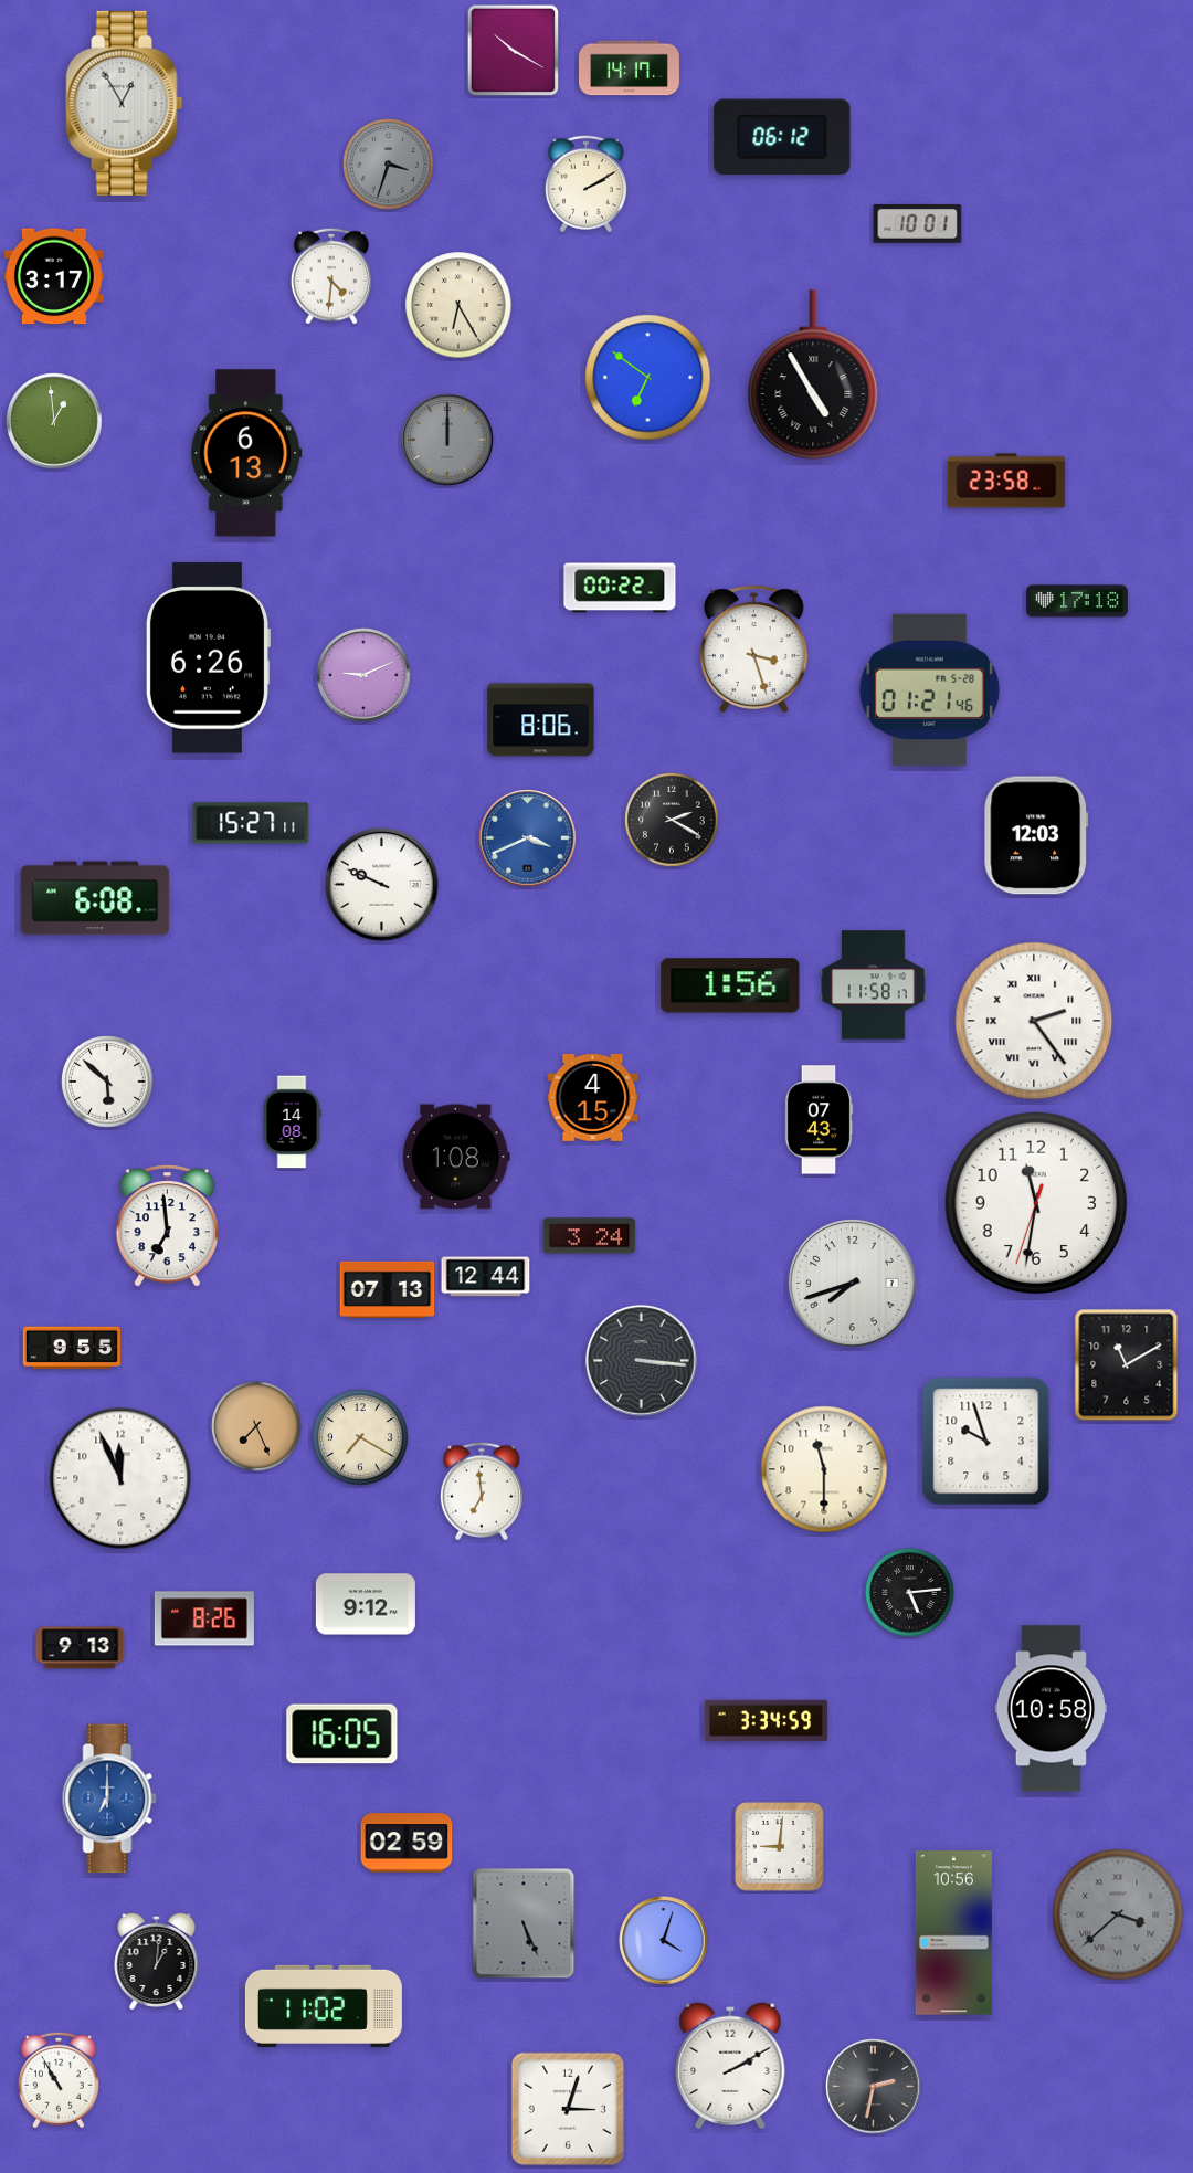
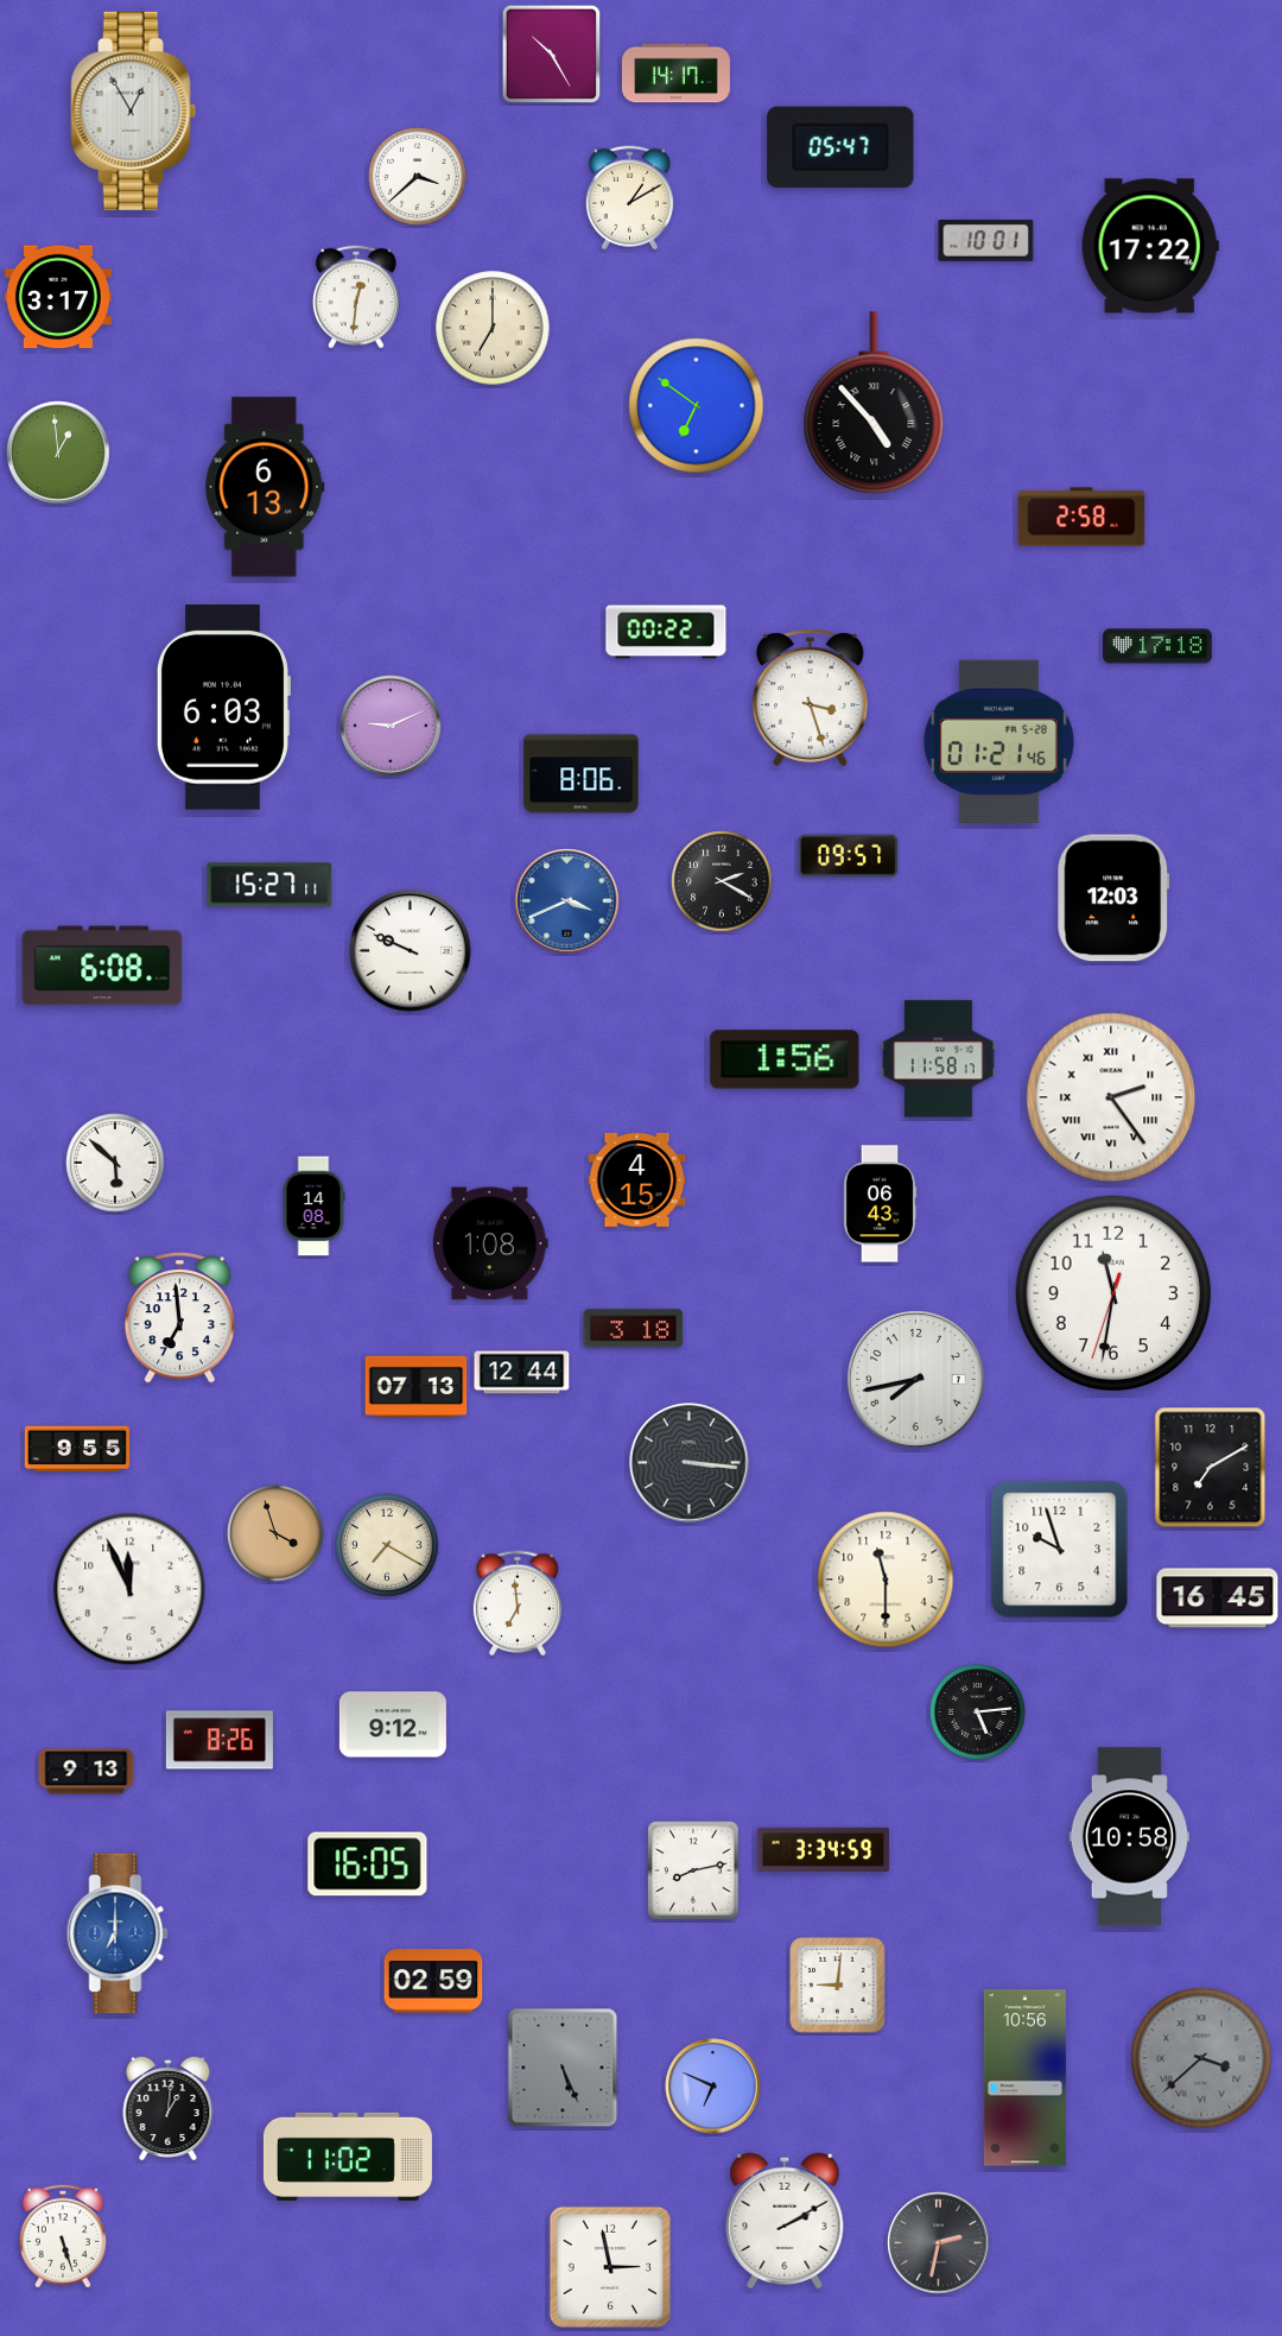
clock at (514, 51): 10:20 -> 10:25
clock at (782, 136): 06:12 -> 05:47
clock at (389, 165): 3:33 -> 3:38
clock at (389, 165) dial: grey -> white
clock at (585, 184): 2:10 -> 1:10
clock at (1150, 246): none -> 17:22
clock at (331, 276): 4:31 -> 12:31
clock at (458, 305): 6:25 -> 7:00
clock at (813, 375): 4:55 -> 4:53
clock at (447, 440): 12:00 -> none
clock at (1006, 481): 23:58 -> 2:58
clock at (208, 658): 6:26 -> 6:03
clock at (849, 856): none -> 09:57
clock at (819, 1120): 07:43 -> 06:43
clock at (590, 1236): 3:24 -> 3:18
clock at (852, 1283): 7:42 -> 7:43
clock at (1127, 1365): 11:10 -> 7:10
clock at (256, 1426): 7:26 -> 3:57
clock at (1218, 1599): none -> 16:45
clock at (693, 1870): none -> 8:13
clock at (407, 1843) position: (407, 1843) -> (433, 1981)
clock at (664, 1941): 4:03 -> 6:49
clock at (59, 2080): 10:55 -> 5:27
clock at (568, 2109): 3:03 -> 2:58
